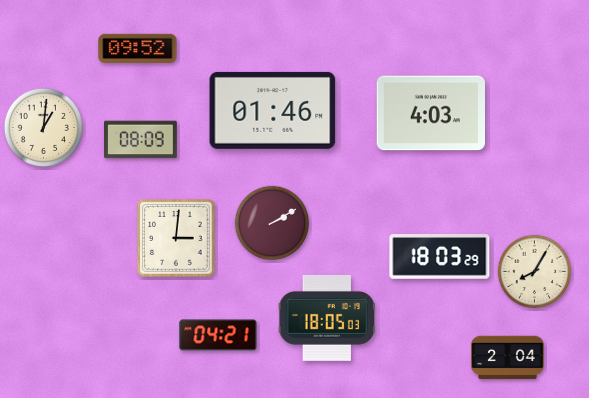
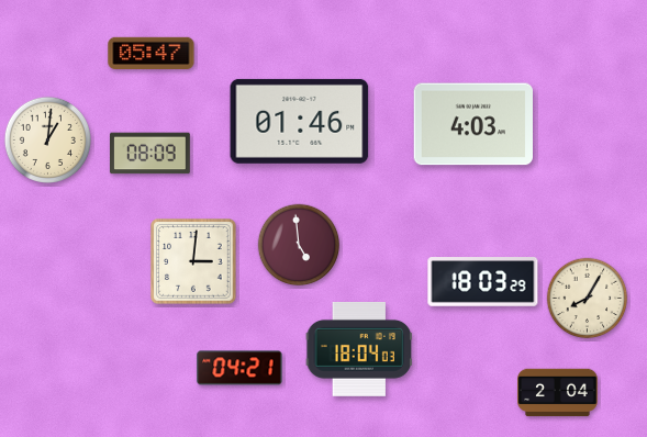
clock at (138, 48): 09:52 -> 05:47
clock at (141, 140) position: (141, 140) -> (150, 154)
clock at (272, 223): 2:10 -> 4:59
clock at (327, 318): 18:05 -> 18:04
